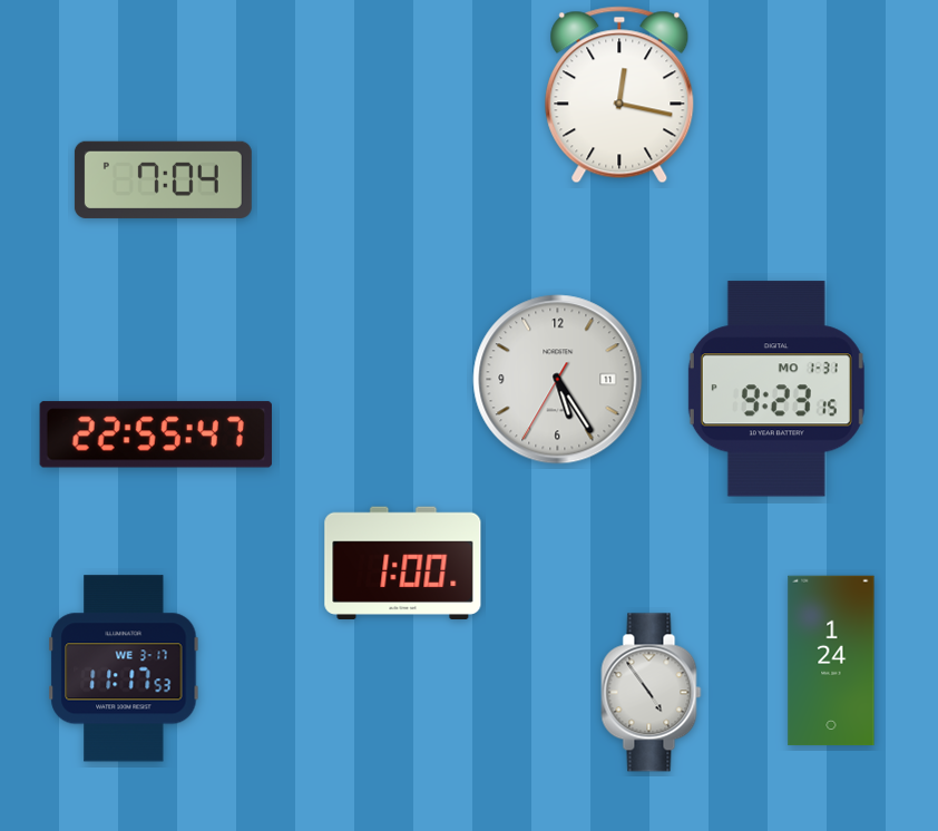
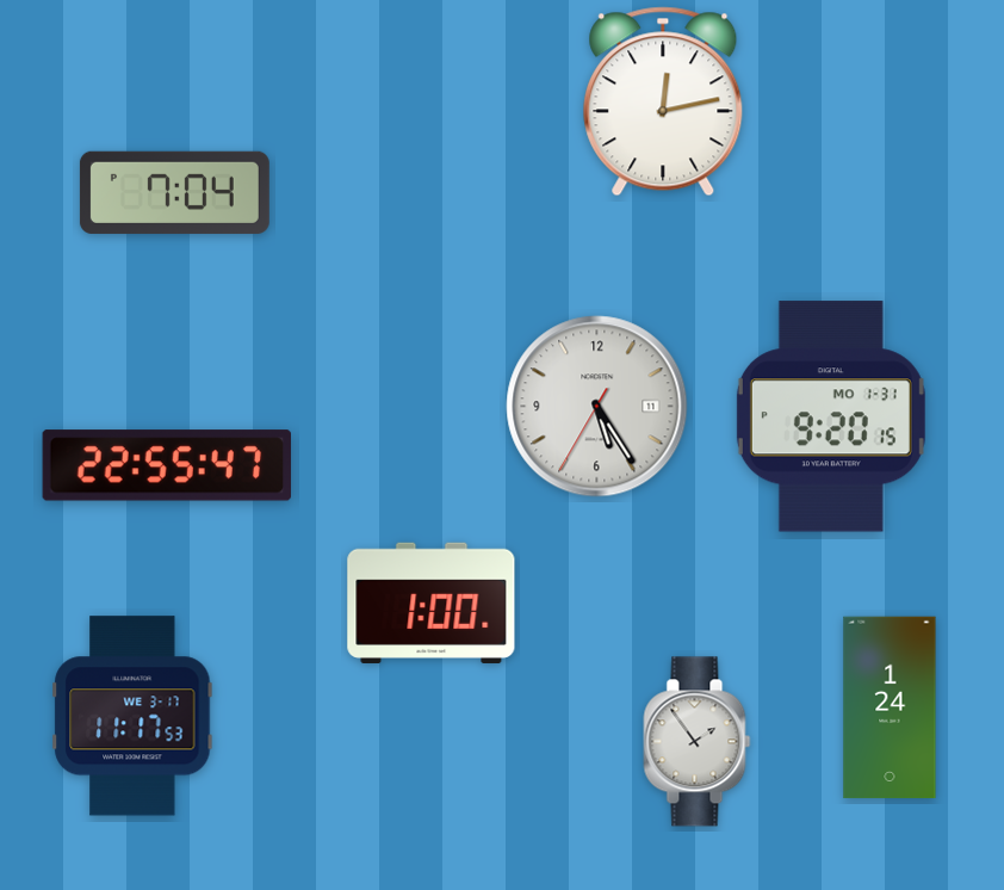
clock at (619, 95): 12:17 -> 12:13
clock at (776, 389): 9:23 -> 9:20
clock at (652, 693): 4:54 -> 1:54
